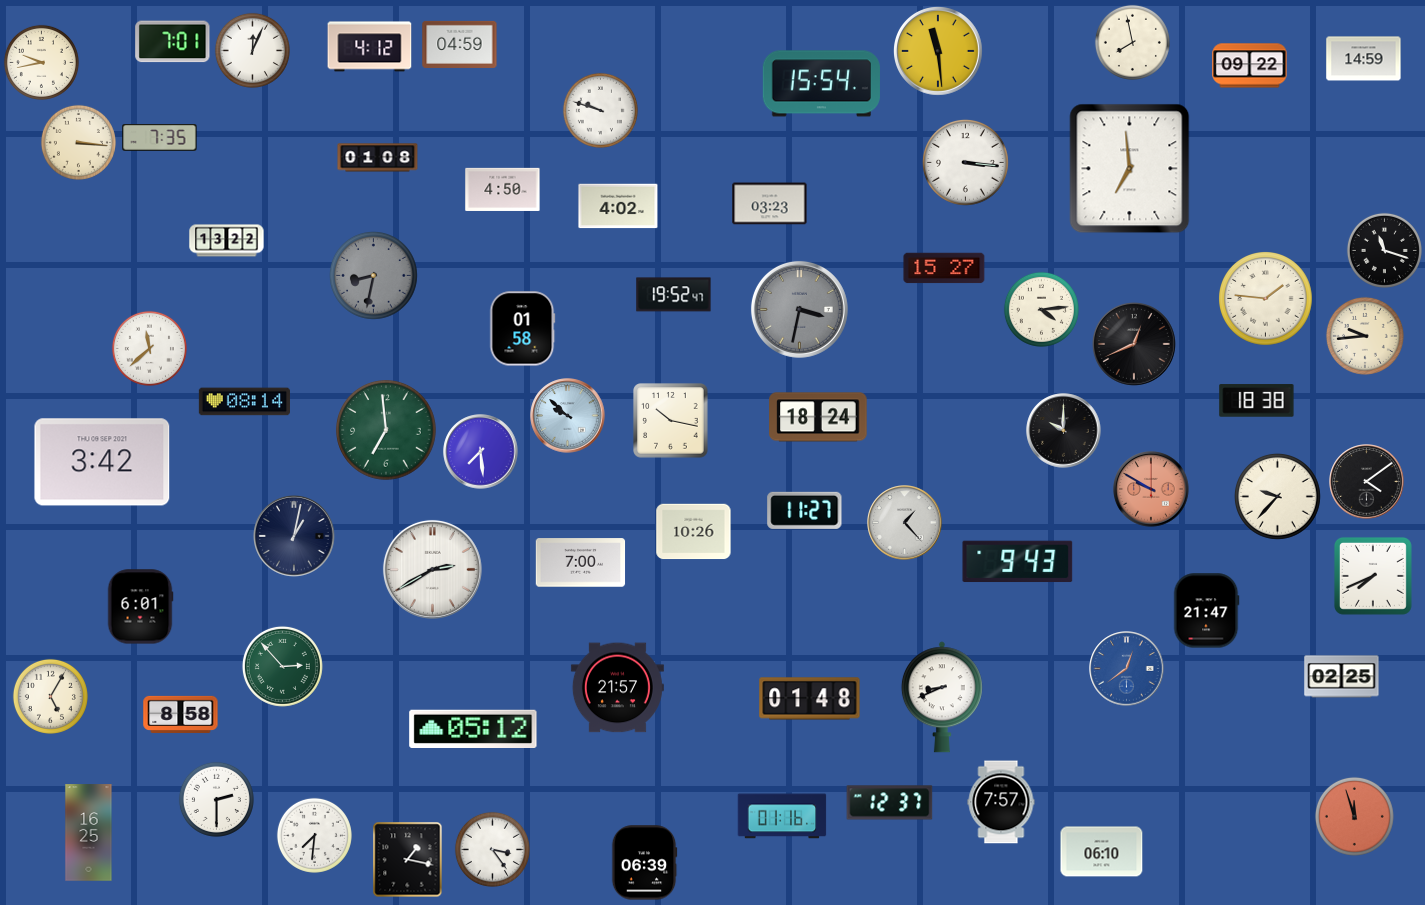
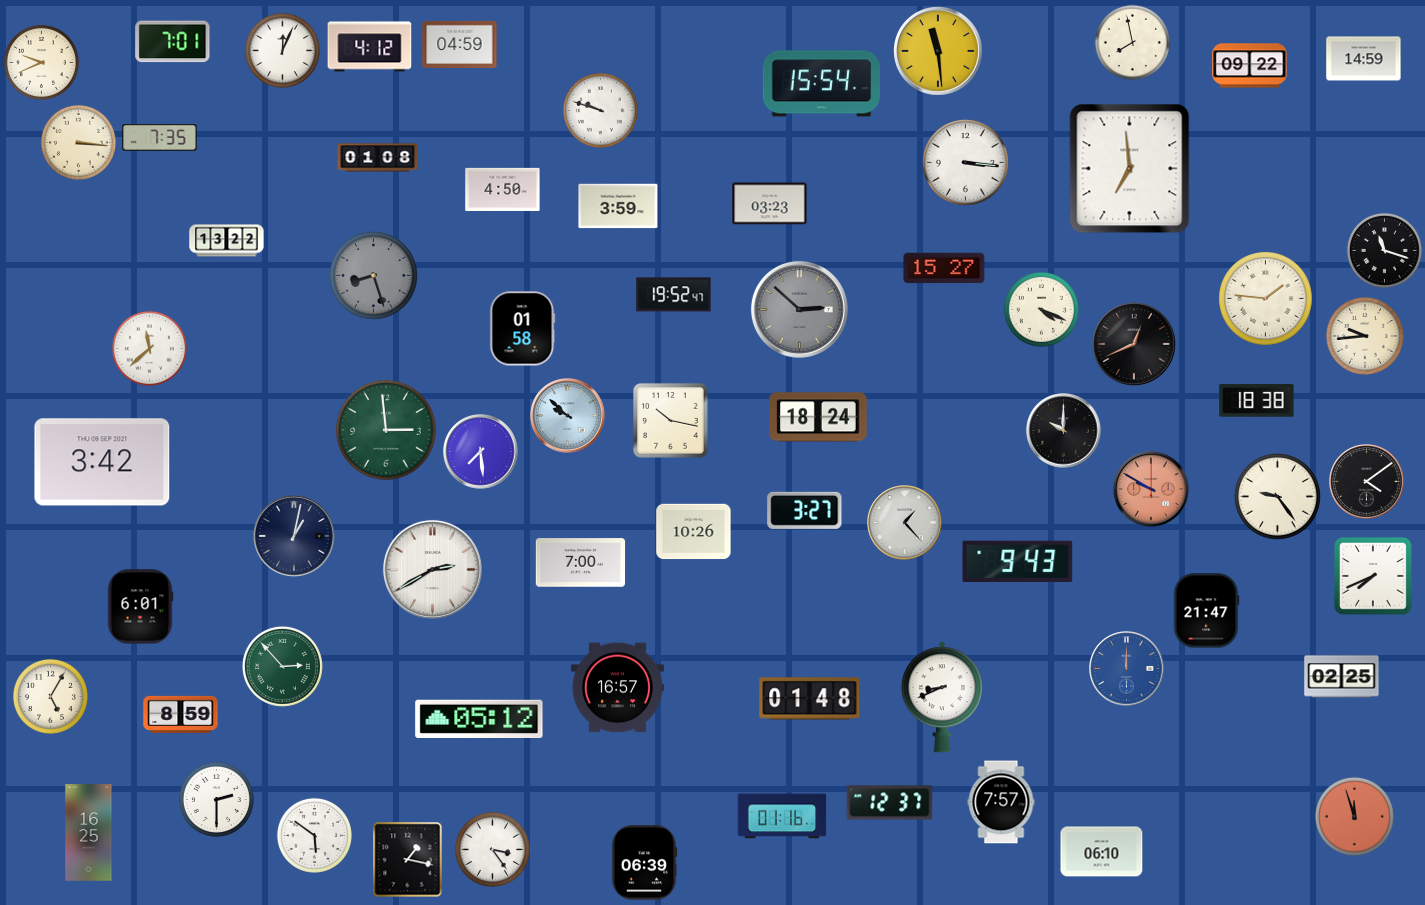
clock at (252, 50) position: (252, 50) -> (282, 50)
clock at (41, 62): 9:43 -> 9:41
clock at (618, 206): 4:02 -> 3:59
clock at (374, 276): 8:32 -> 8:27
clock at (799, 309): 3:32 -> 2:52
clock at (1041, 309): 4:14 -> 4:19
clock at (244, 402): 08:14 -> none
clock at (386, 430): 6:59 -> 2:59
clock at (1277, 496): 9:37 -> 9:24
clock at (805, 510): 11:27 -> 3:27
clock at (1127, 669): 12:39 -> 12:00
clock at (617, 688): 21:57 -> 16:57
clock at (181, 714): 8:58 -> 8:59
clock at (473, 728) position: (473, 728) -> (479, 718)
clock at (314, 835): 7:31 -> 5:51
